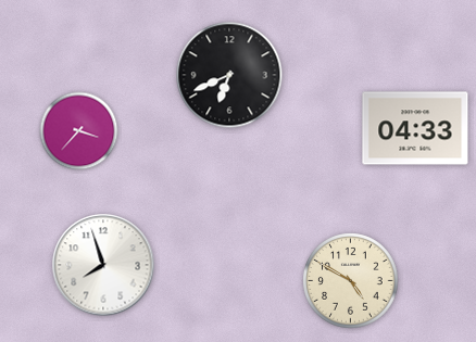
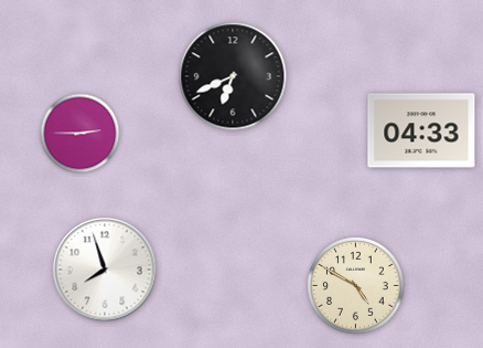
clock at (79, 131): 3:37 -> 2:45
